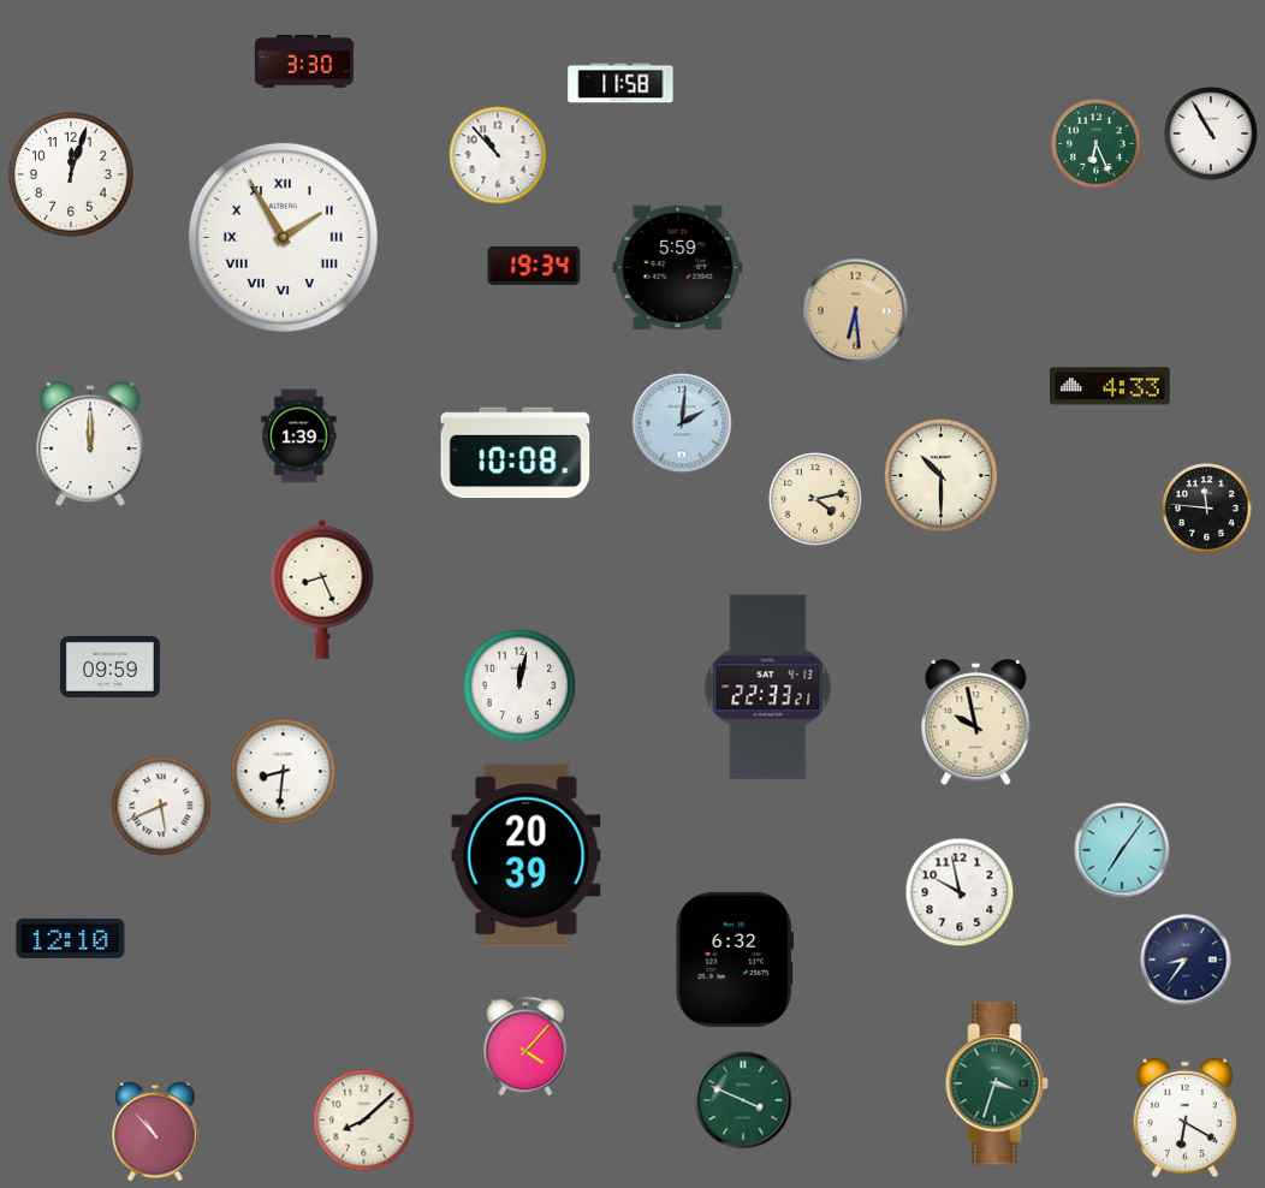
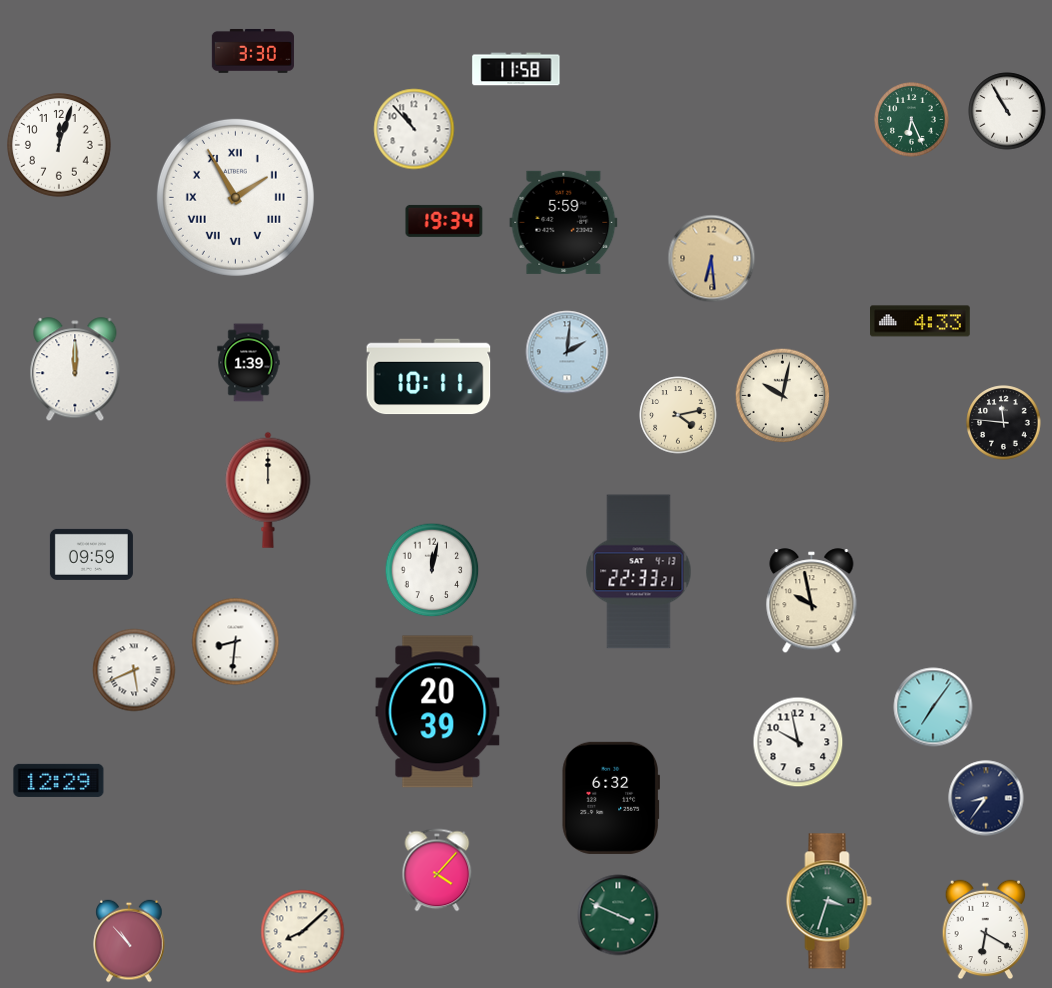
clock at (1110, 386) position: (1110, 386) -> (920, 321)
clock at (516, 453): 10:08 -> 10:11
clock at (942, 476): 10:30 -> 10:02
clock at (322, 589): 8:26 -> 12:00
clock at (71, 938): 12:10 -> 12:29
